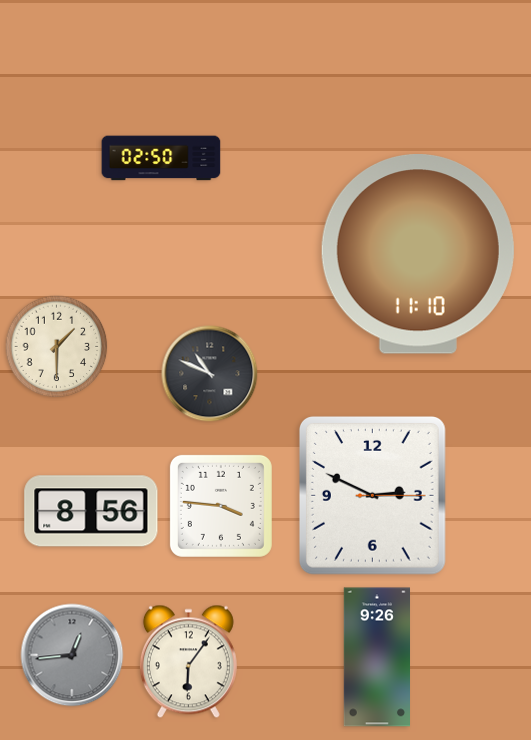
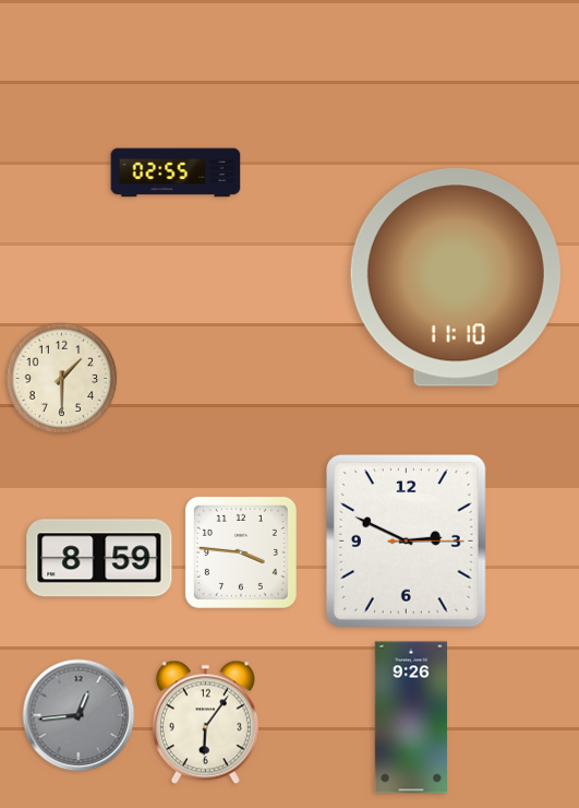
clock at (161, 158): 02:50 -> 02:55
clock at (210, 374): 10:49 -> none
clock at (91, 511): 8:56 -> 8:59
